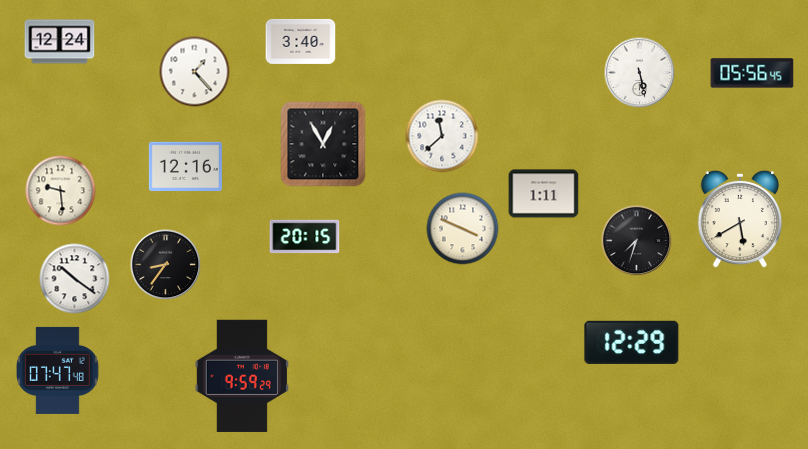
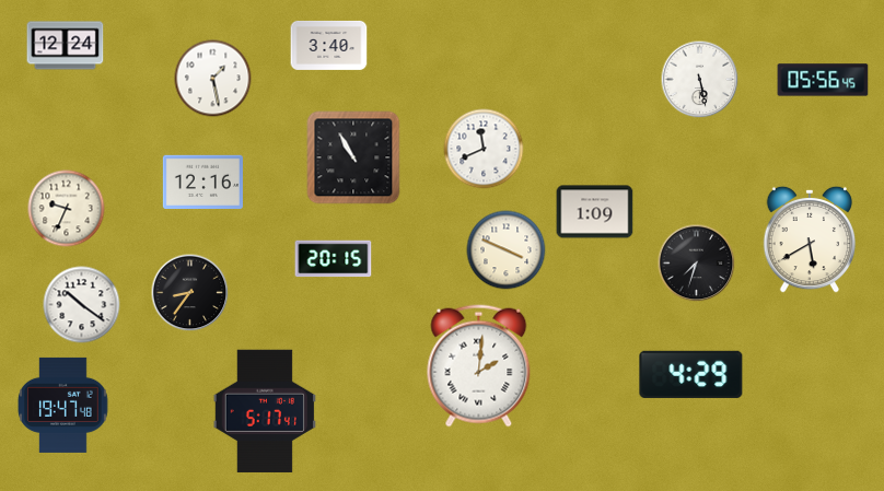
clock at (195, 72): 1:23 -> 1:28
clock at (442, 136): 11:38 -> 11:41
clock at (323, 144): 12:55 -> 10:55
clock at (61, 191): 9:29 -> 9:34
clock at (544, 194): 1:11 -> 1:09
clock at (166, 265) position: (166, 265) -> (190, 293)
clock at (479, 366): none -> 2:01
clock at (632, 342): 12:29 -> 4:29
clock at (58, 370): 07:47 -> 19:47
clock at (241, 376): 9:59 -> 5:17
